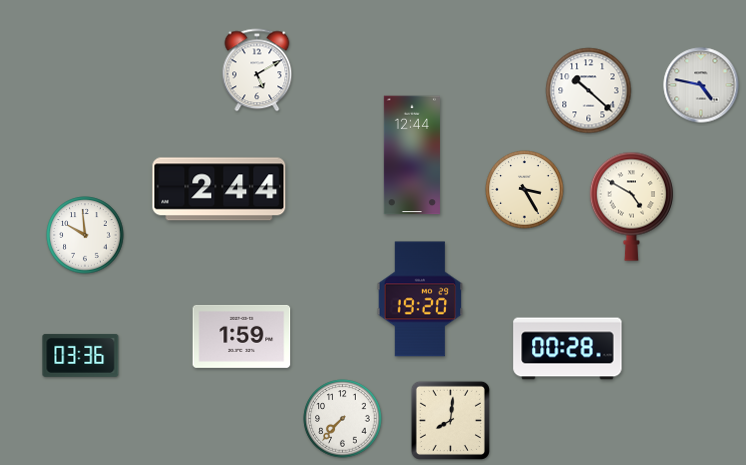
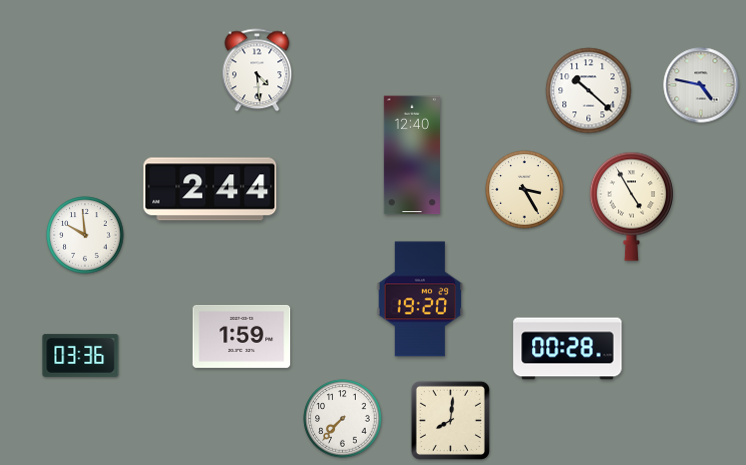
clock at (257, 70): 5:10 -> 4:29
clock at (412, 155): 12:44 -> 12:40
clock at (219, 189) position: (219, 189) -> (210, 189)
clock at (631, 206): 4:50 -> 4:55
